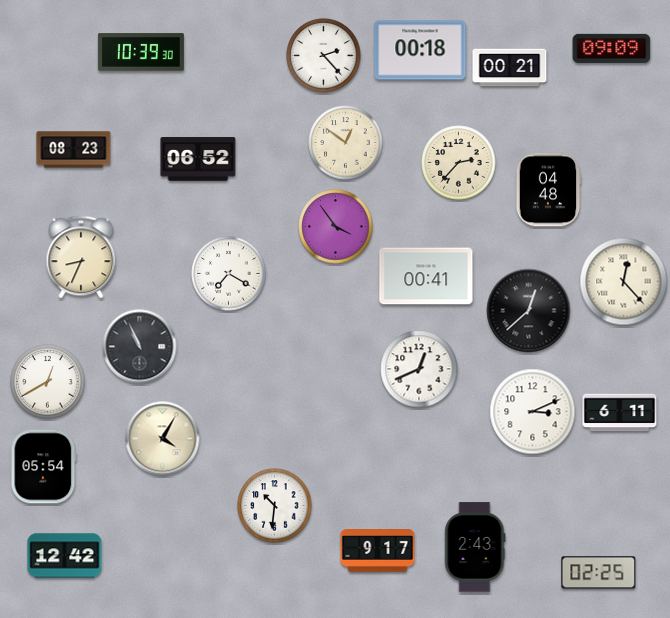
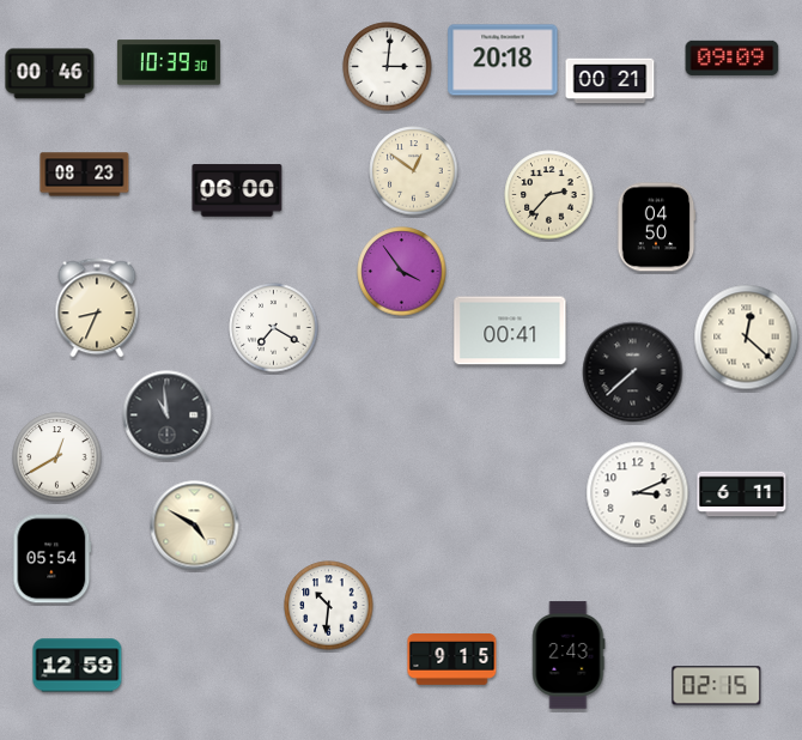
clock at (420, 50): 00:18 -> 20:18
clock at (324, 56): 2:23 -> 3:01
clock at (50, 74): none -> 00:46
clock at (74, 150) position: (74, 150) -> (85, 175)
clock at (198, 159): 06:52 -> 06:00
clock at (548, 190): 04:48 -> 04:50
clock at (624, 282): 12:23 -> 12:22
clock at (529, 311): 12:38 -> 7:38
clock at (140, 347): 10:56 -> 10:59
clock at (419, 369): 12:41 -> none
clock at (163, 439): 4:05 -> 4:50
clock at (378, 551): 9:17 -> 9:15
clock at (65, 556): 12:42 -> 12:59
clock at (599, 573): 02:25 -> 02:15
